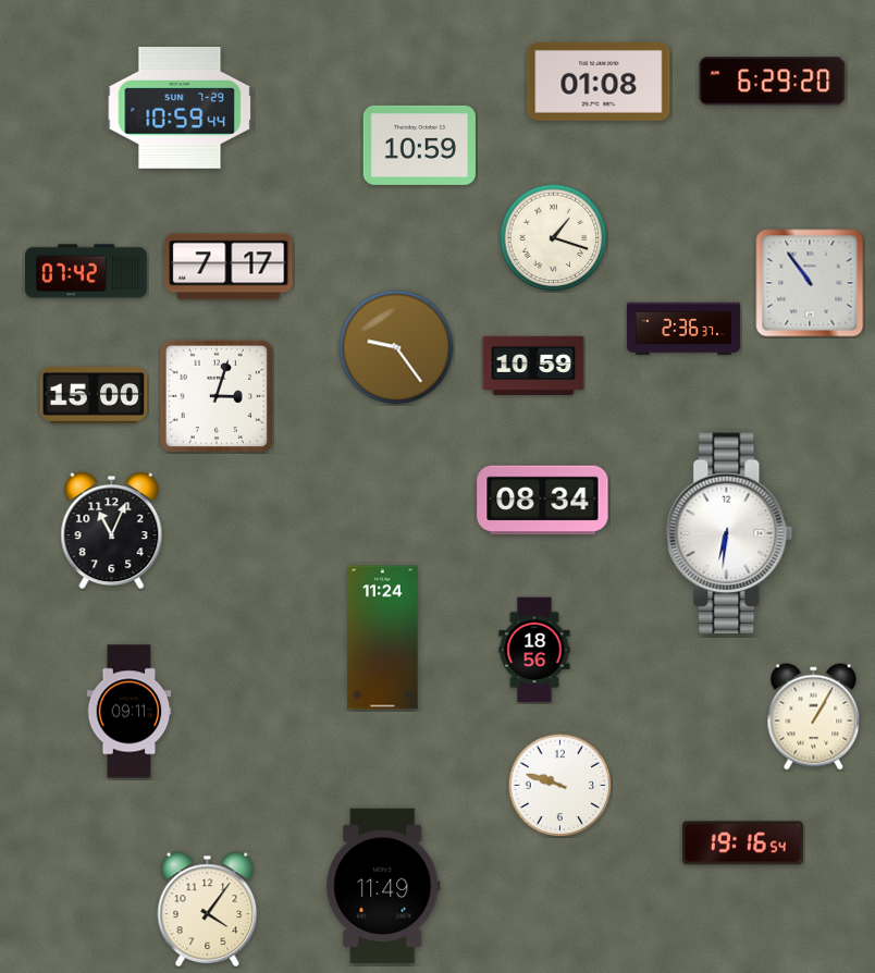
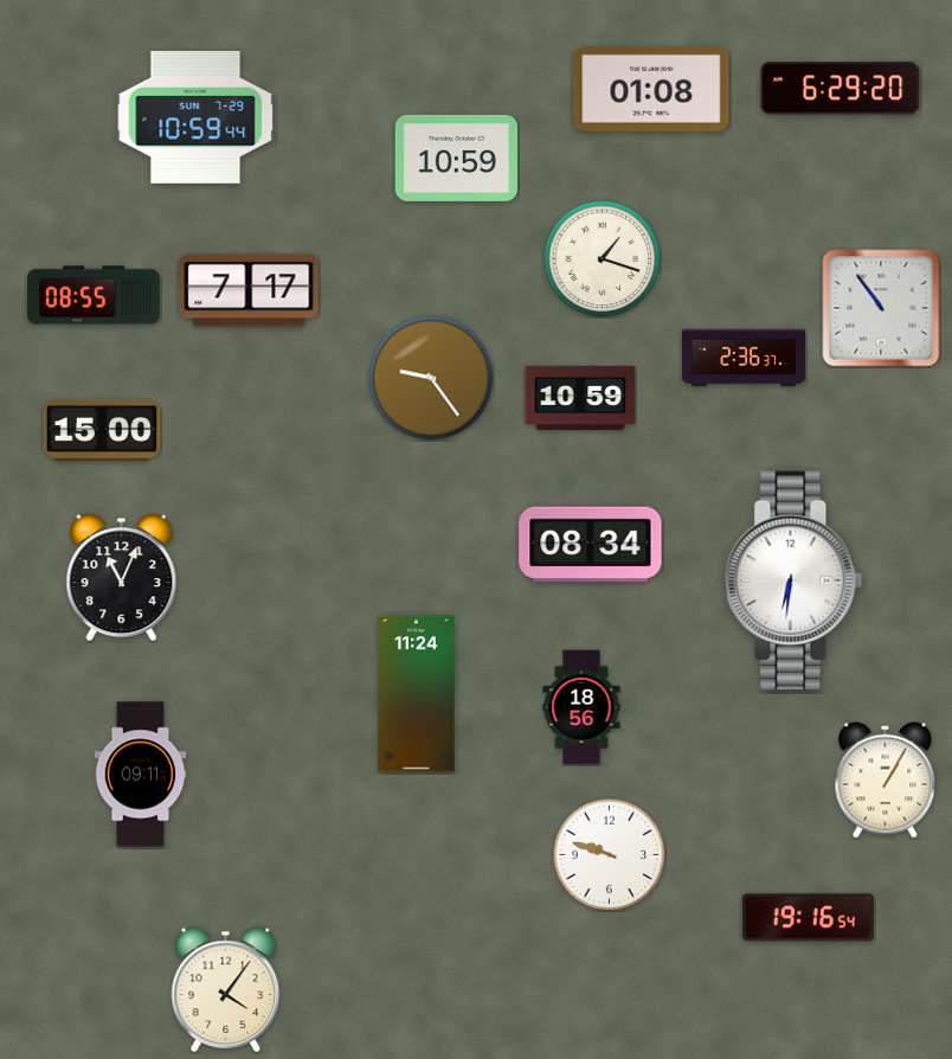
clock at (86, 271): 07:42 -> 08:55
clock at (217, 396): 3:03 -> none
clock at (383, 886): 11:49 -> none
